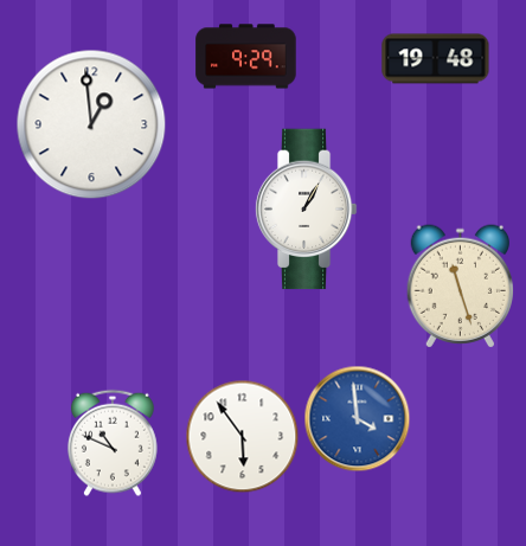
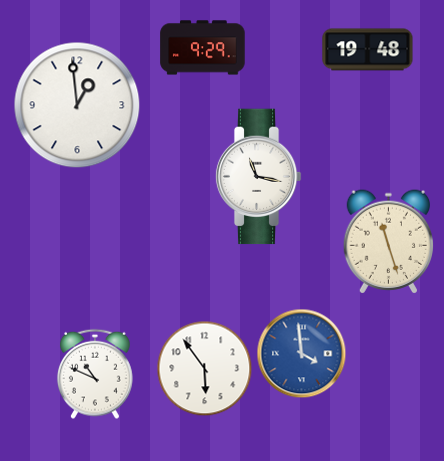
clock at (246, 57) position: (246, 57) -> (203, 48)
clock at (306, 210): 1:05 -> 11:17
